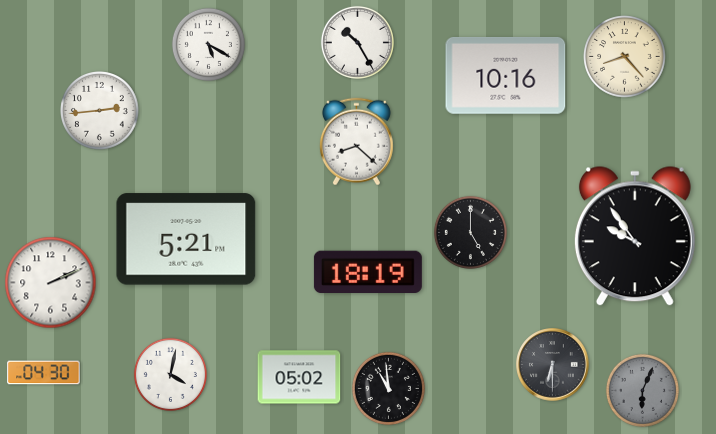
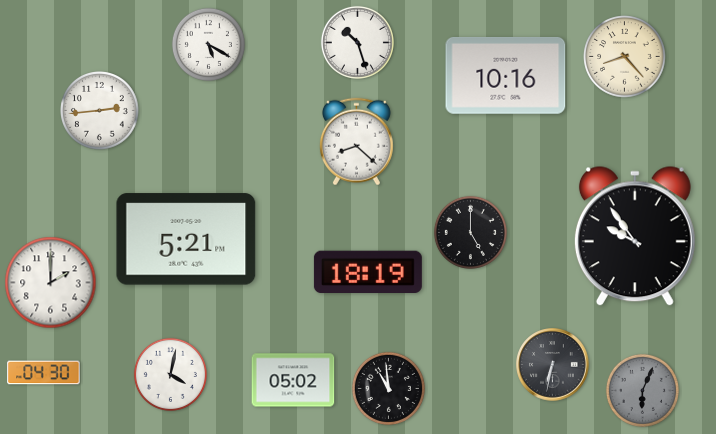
clock at (357, 42): 10:25 -> 10:27
clock at (51, 283): 2:11 -> 2:00
clock at (553, 365): 6:30 -> 6:32
clock at (299, 377) position: (299, 377) -> (293, 380)
